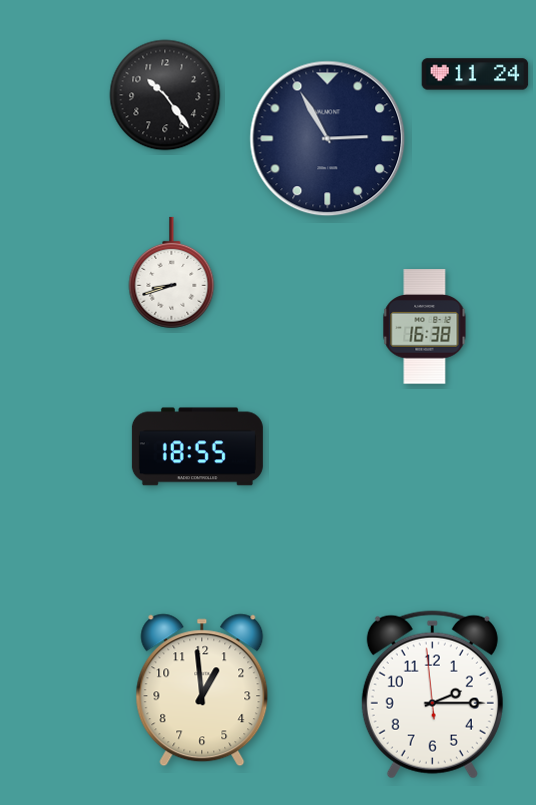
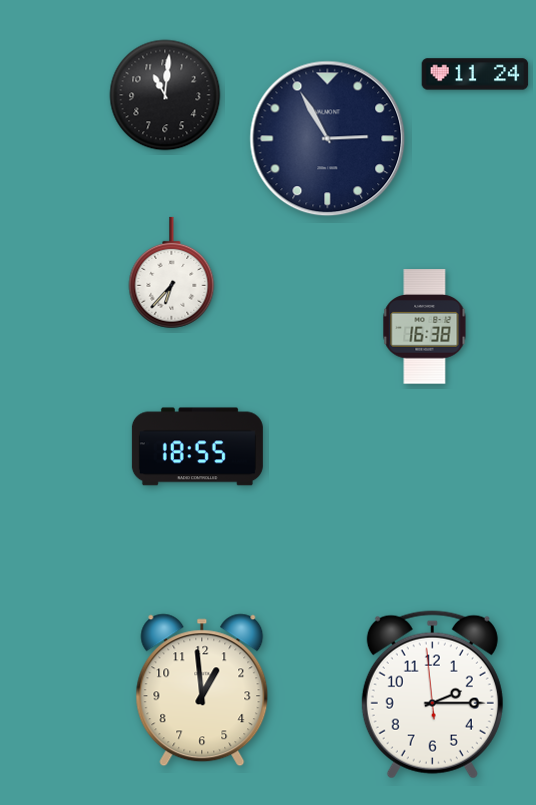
clock at (165, 95): 10:24 -> 11:01
clock at (172, 273): 8:42 -> 6:37
